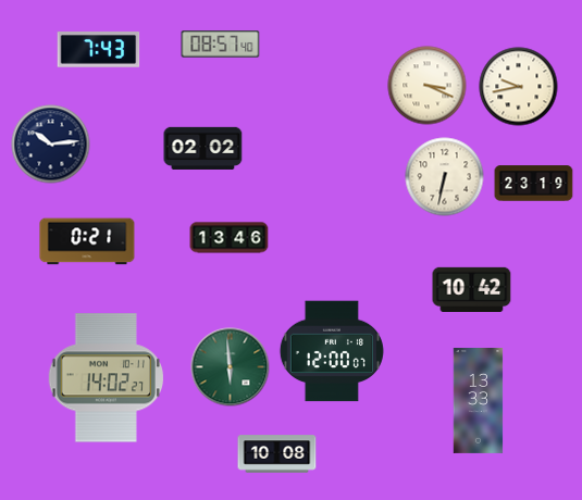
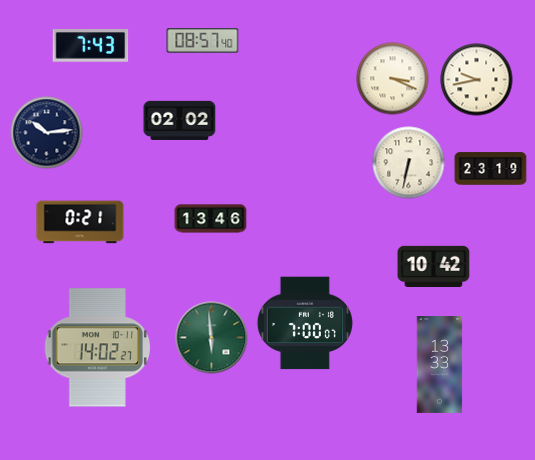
clock at (203, 148) position: (203, 148) -> (180, 120)
clock at (332, 351): 12:00 -> 7:00
clock at (479, 401) position: (479, 401) -> (440, 365)
clock at (277, 454): 10:08 -> none
